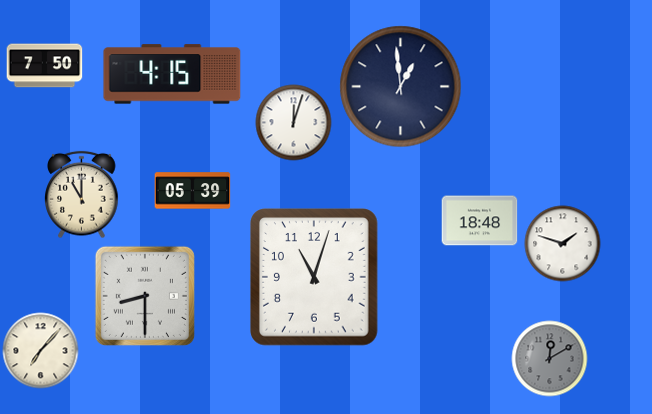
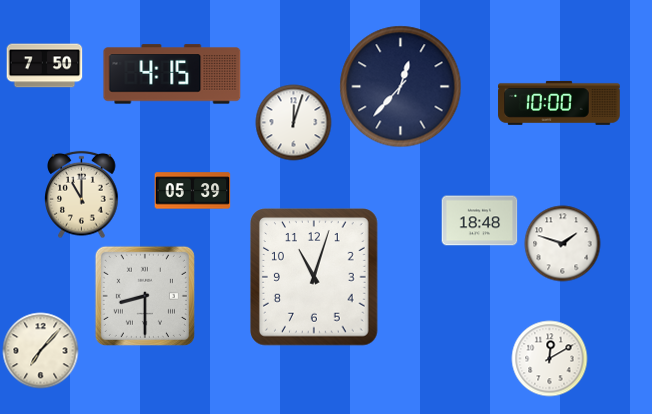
clock at (401, 87): 12:59 -> 12:37
clock at (559, 103): none -> 10:00
clock at (550, 359) dial: grey -> white
